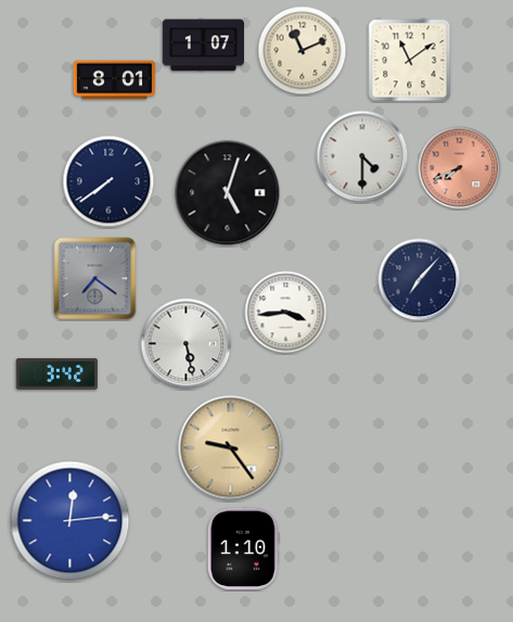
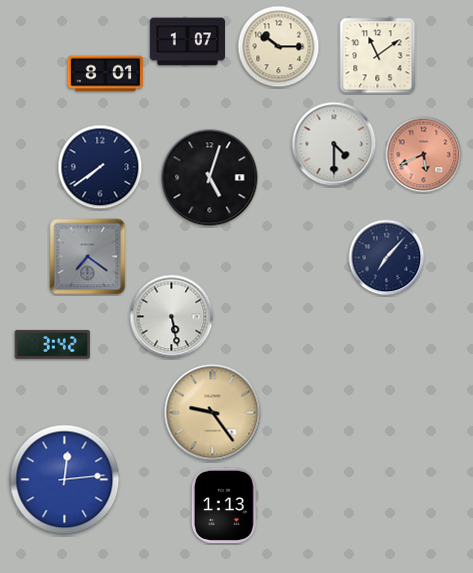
clock at (303, 51): 11:11 -> 10:15
clock at (460, 168): 7:41 -> 5:41
clock at (286, 313): 3:44 -> none
clock at (243, 548): 1:10 -> 1:13
